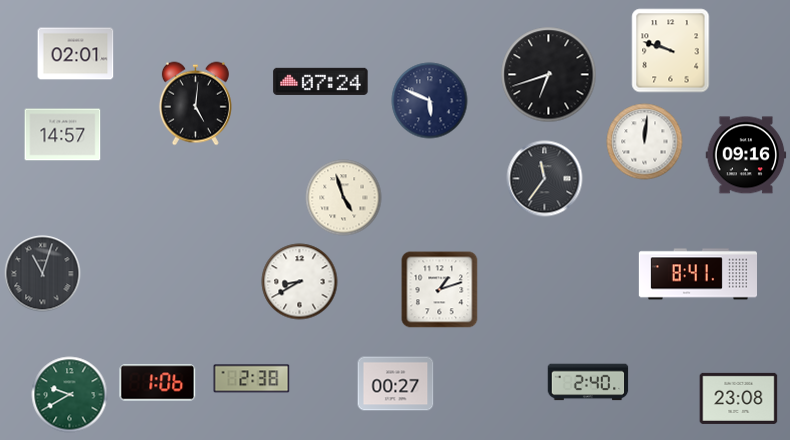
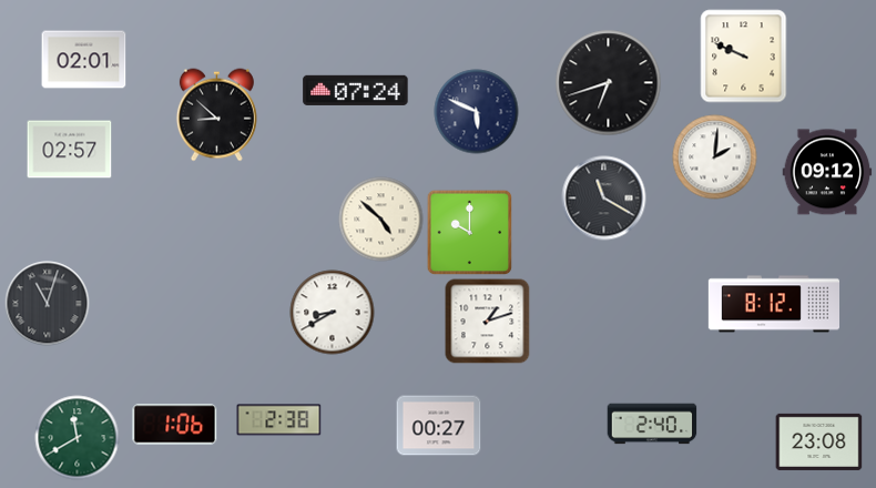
clock at (671, 51): 9:48 -> 9:49
clock at (195, 104): 5:01 -> 8:52
clock at (63, 135): 14:57 -> 02:57
clock at (645, 142): 12:01 -> 2:01
clock at (746, 155): 09:16 -> 09:12
clock at (545, 179): 11:36 -> 11:20
clock at (344, 198): 4:57 -> 4:52
clock at (469, 232): none -> 10:00
clock at (697, 274): 8:41 -> 8:12
clock at (70, 395): 9:40 -> 11:40
